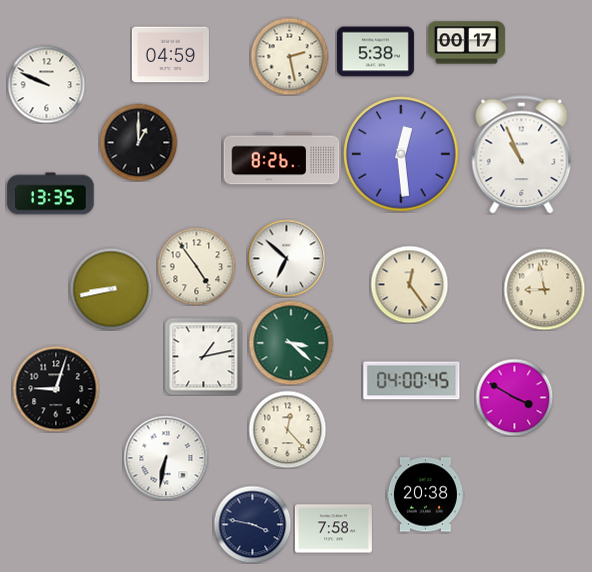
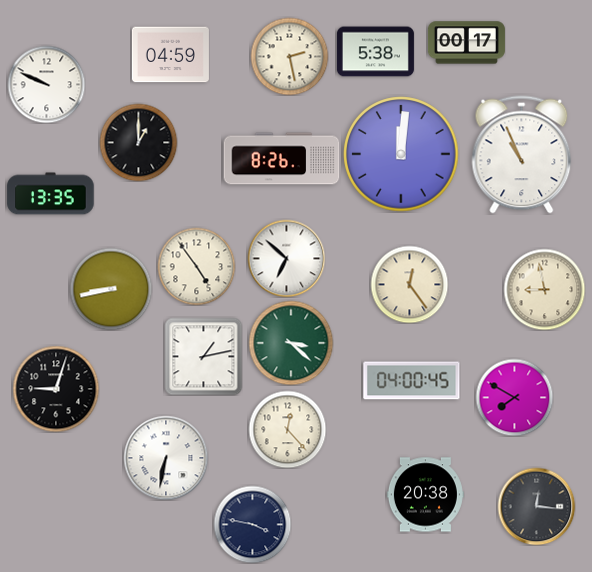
clock at (401, 154): 12:29 -> 12:01
clock at (514, 397): 3:50 -> 7:50
clock at (536, 506): none -> 12:16
clock at (333, 529): 7:58 -> none
